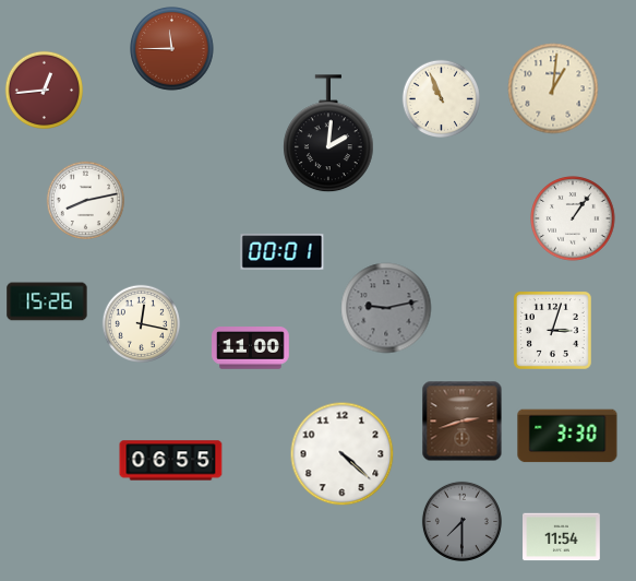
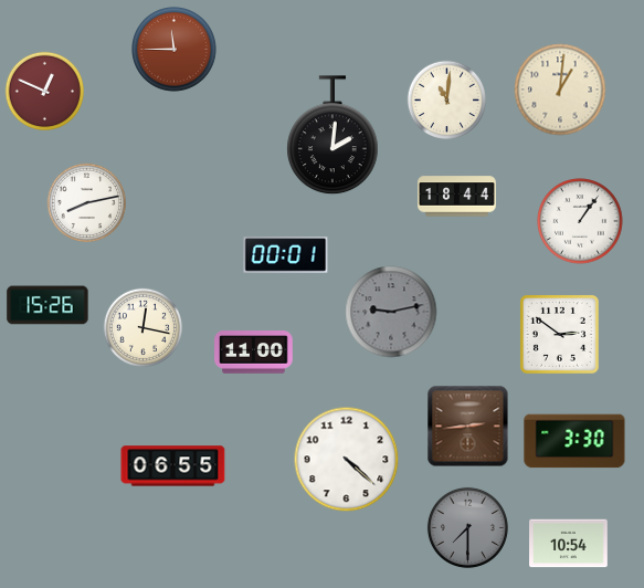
clock at (45, 91): 12:44 -> 12:49
clock at (442, 99): 10:56 -> 11:01
clock at (457, 197): none -> 18:44
clock at (552, 330): 3:03 -> 2:51
clock at (463, 422): 2:42 -> 2:44
clock at (562, 537): 11:54 -> 10:54
